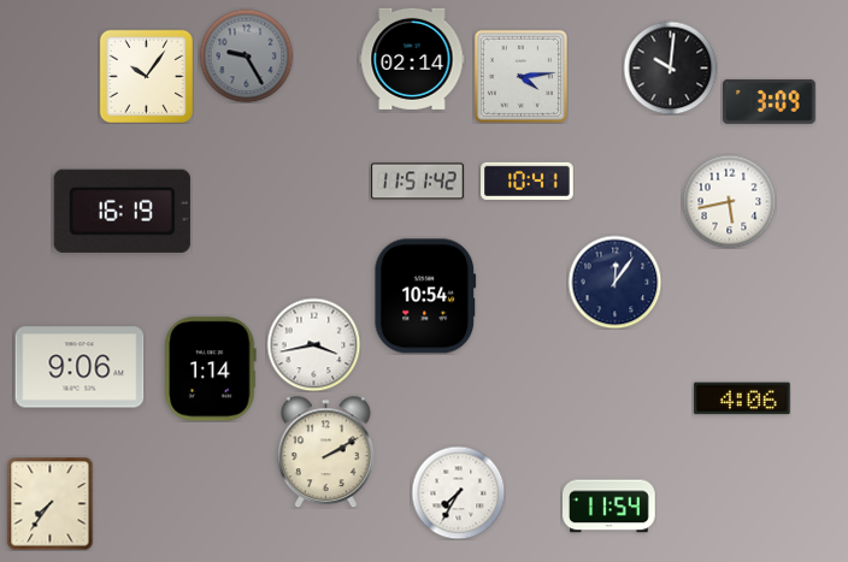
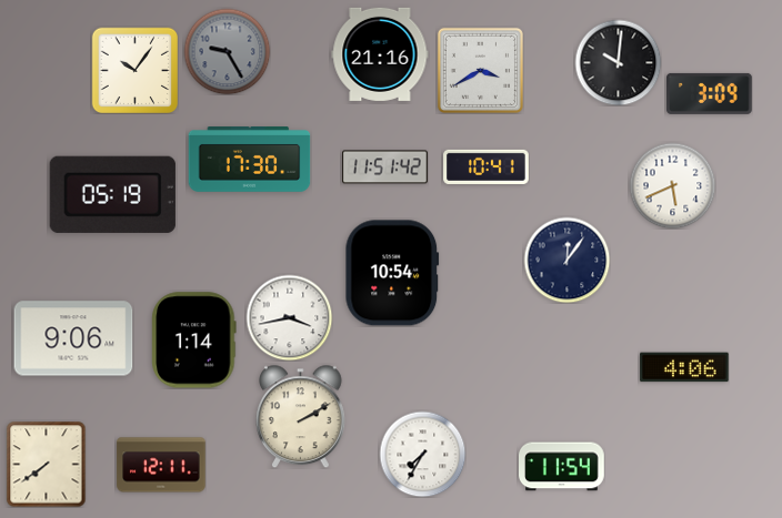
clock at (412, 59): 02:14 -> 21:16
clock at (520, 76): 4:14 -> 3:40
clock at (250, 160): none -> 17:30
clock at (729, 201): 5:43 -> 5:41
clock at (122, 211): 16:19 -> 05:19
clock at (51, 503): 7:36 -> 7:39
clock at (161, 465): none -> 12:11
